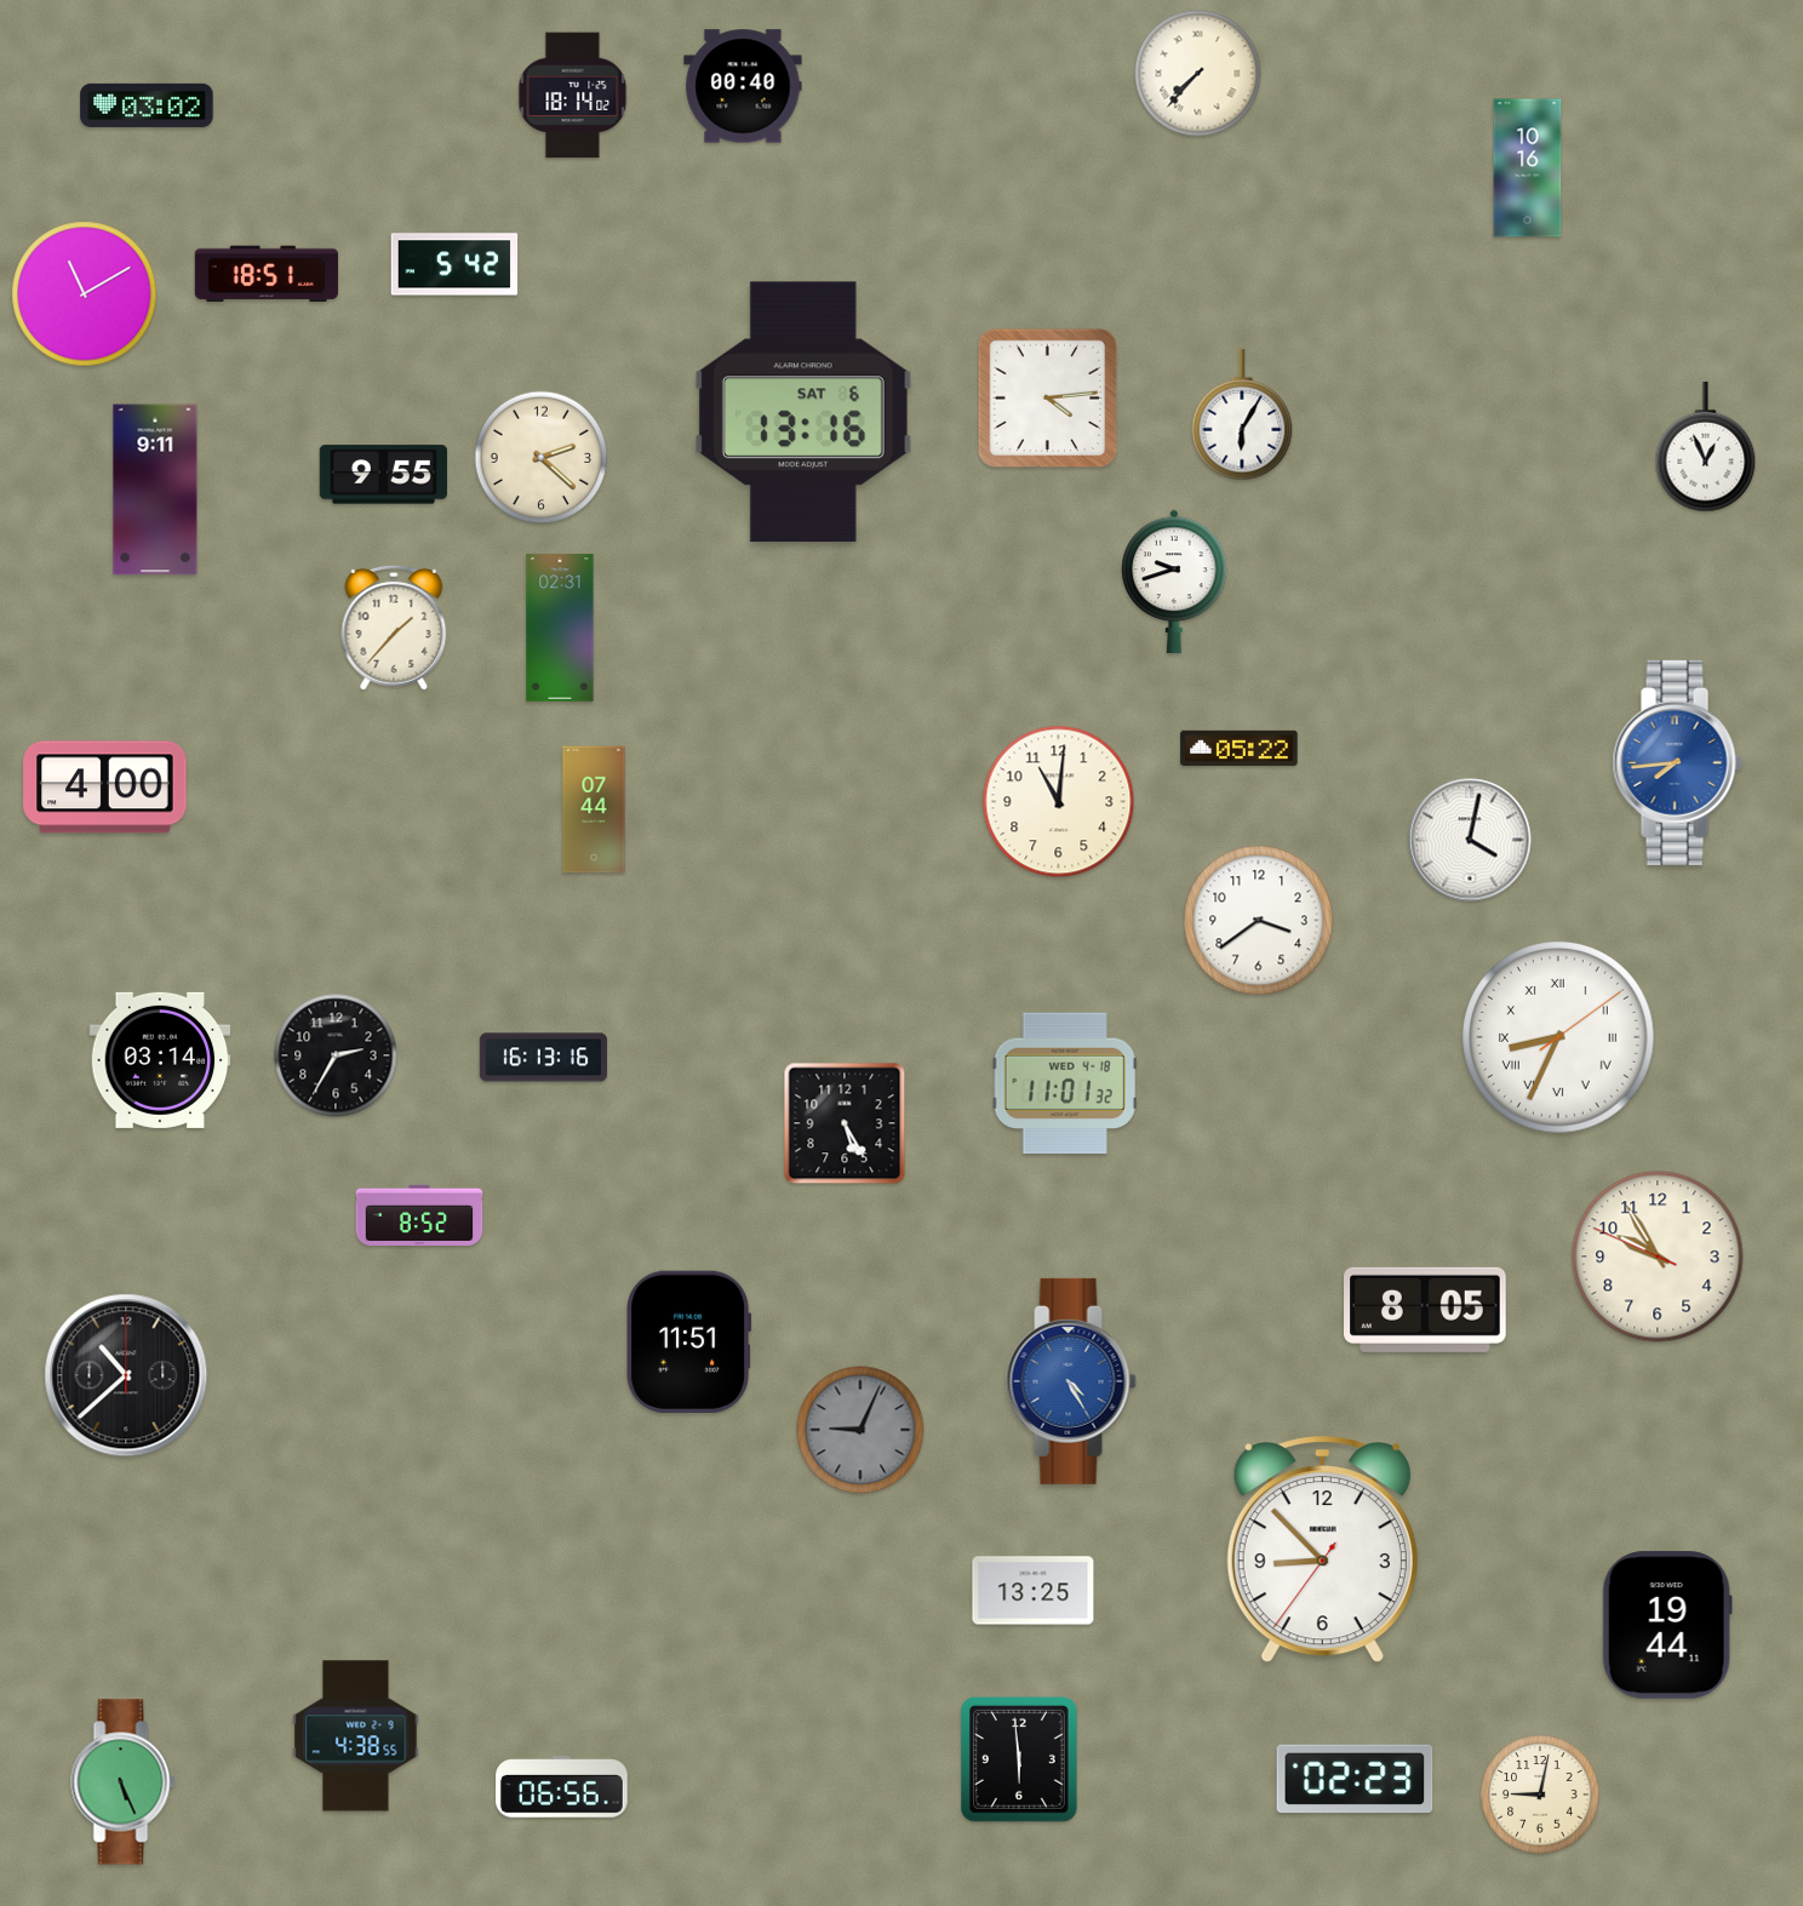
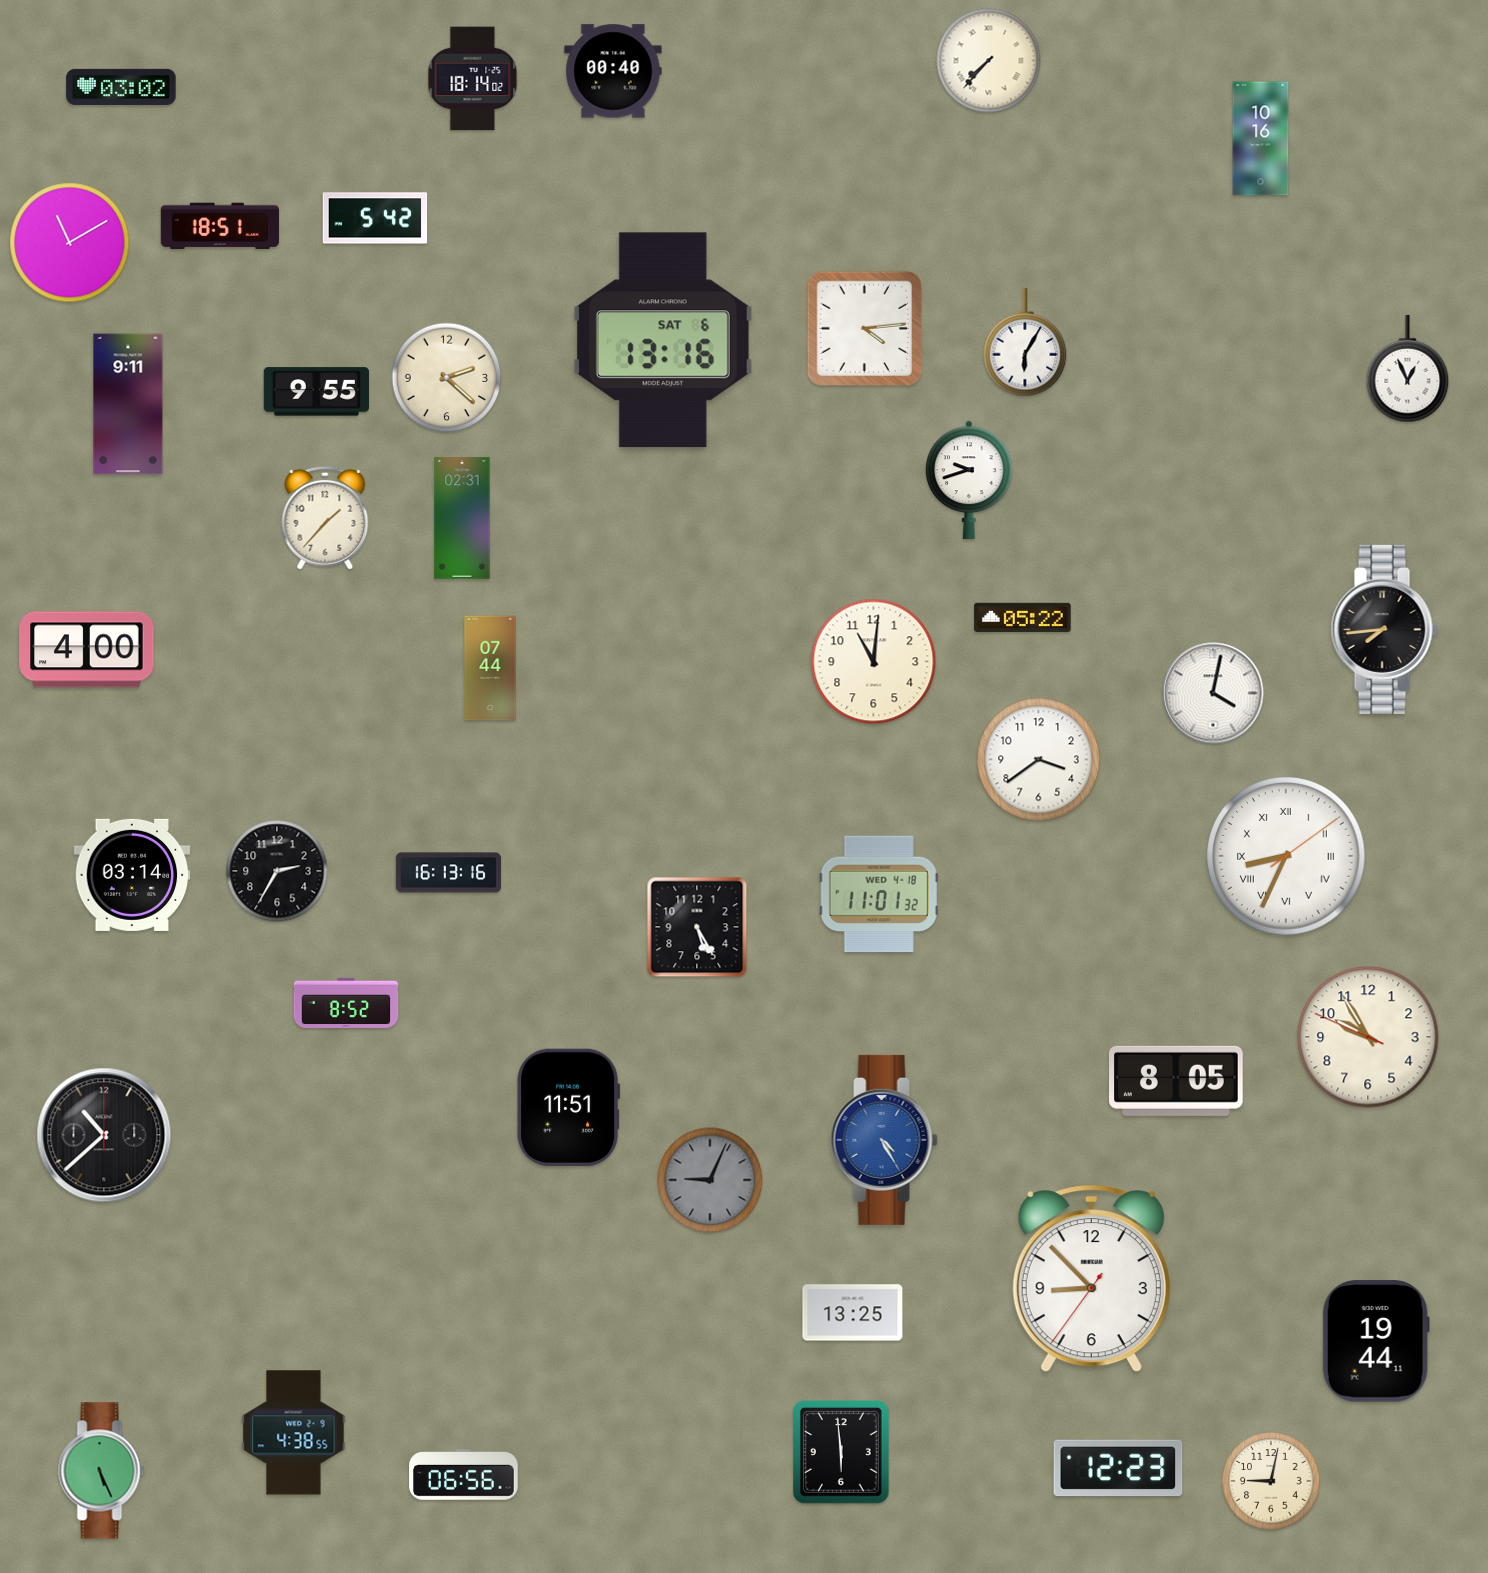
clock at (1677, 762) dial: blue -> black
clock at (1355, 1779): 02:23 -> 12:23
